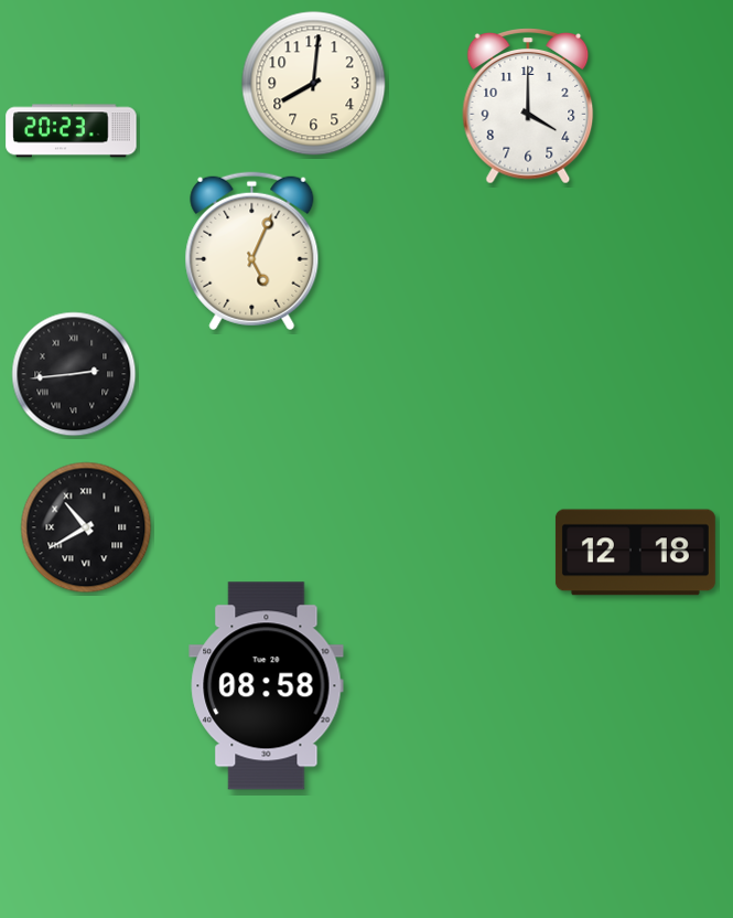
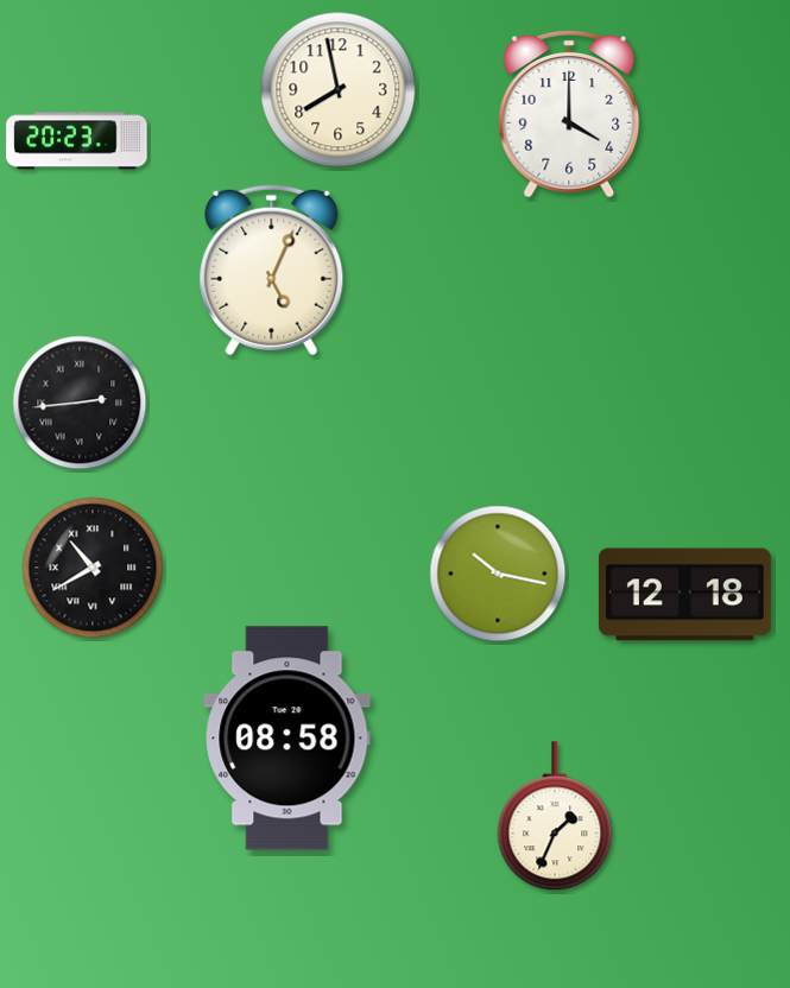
clock at (314, 84): 8:01 -> 7:58
clock at (498, 574): none -> 10:17
clock at (555, 817): none -> 1:34
